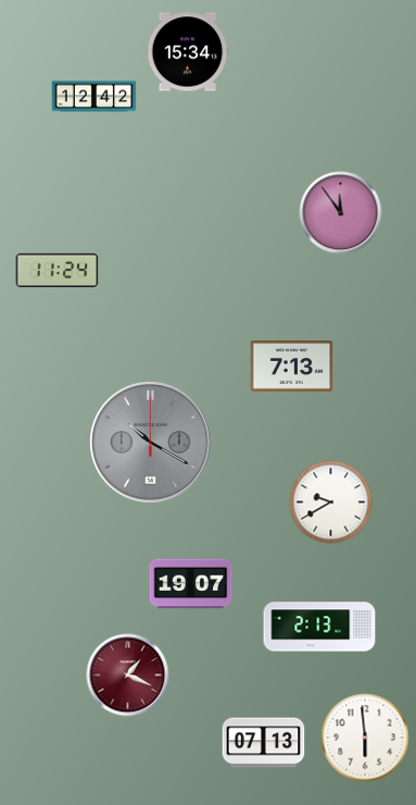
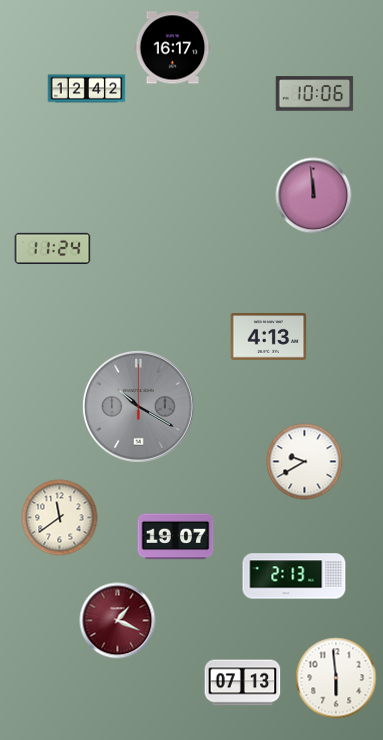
clock at (188, 52): 15:34 -> 16:17
clock at (315, 94): none -> 10:06
clock at (341, 213): 11:54 -> 11:59
clock at (292, 367): 7:13 -> 4:13
clock at (60, 518): none -> 11:39
